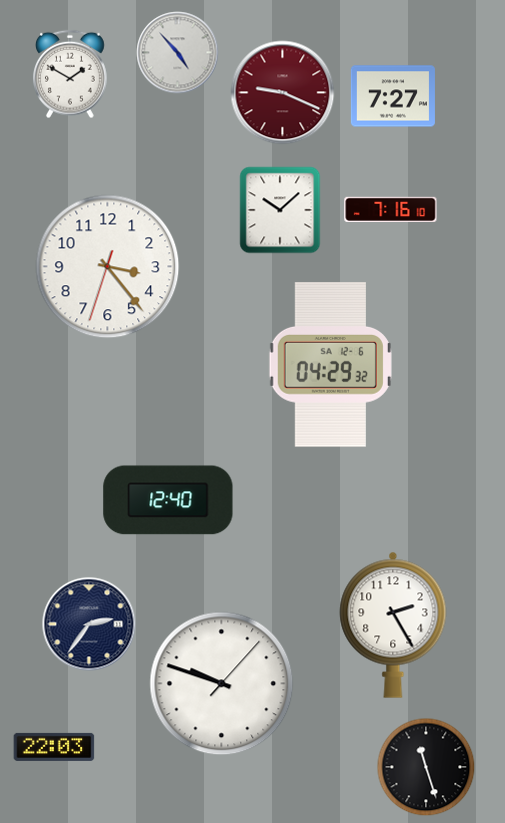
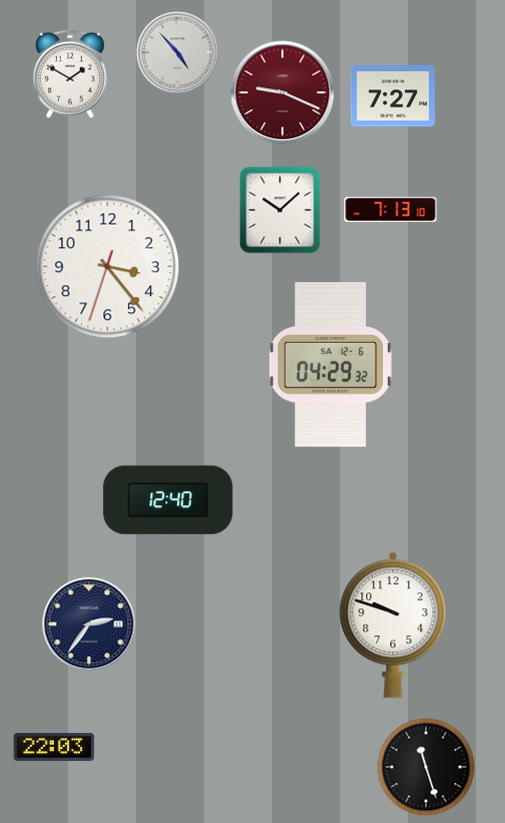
clock at (391, 209): 7:16 -> 7:13
clock at (393, 625): 2:25 -> 9:48
clock at (222, 684): 9:48 -> none
